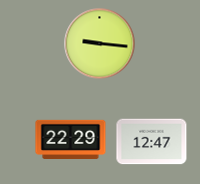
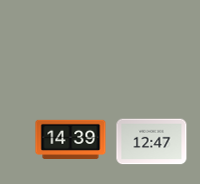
clock at (100, 44): 9:16 -> none
clock at (71, 139): 22:29 -> 14:39
